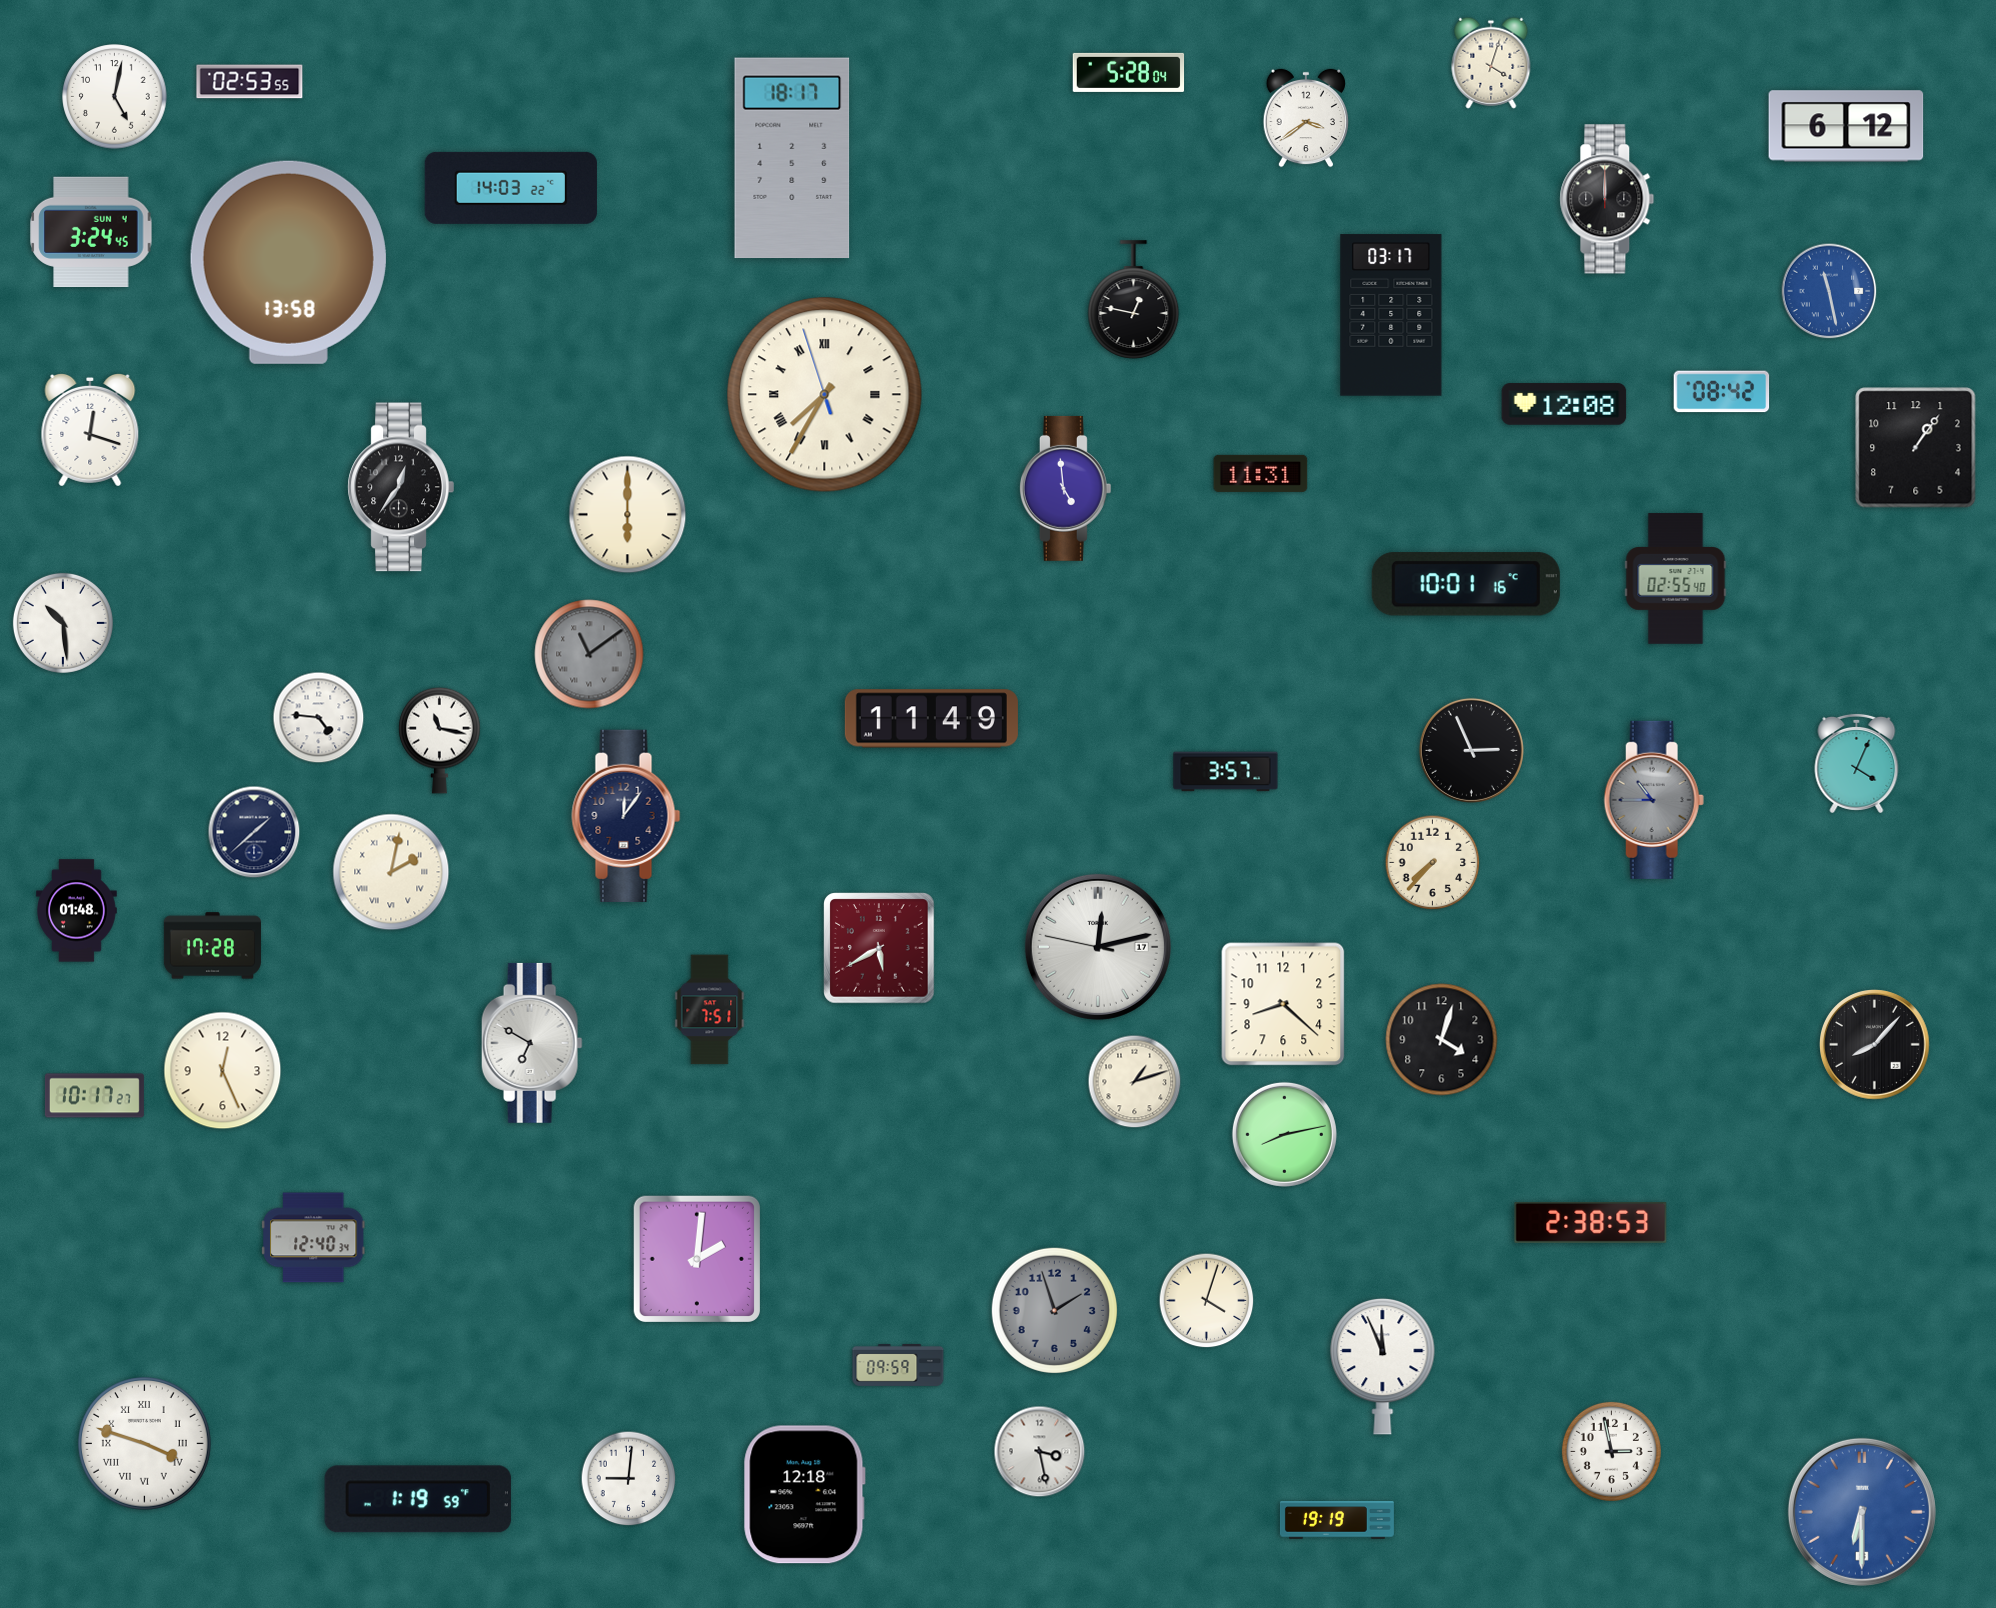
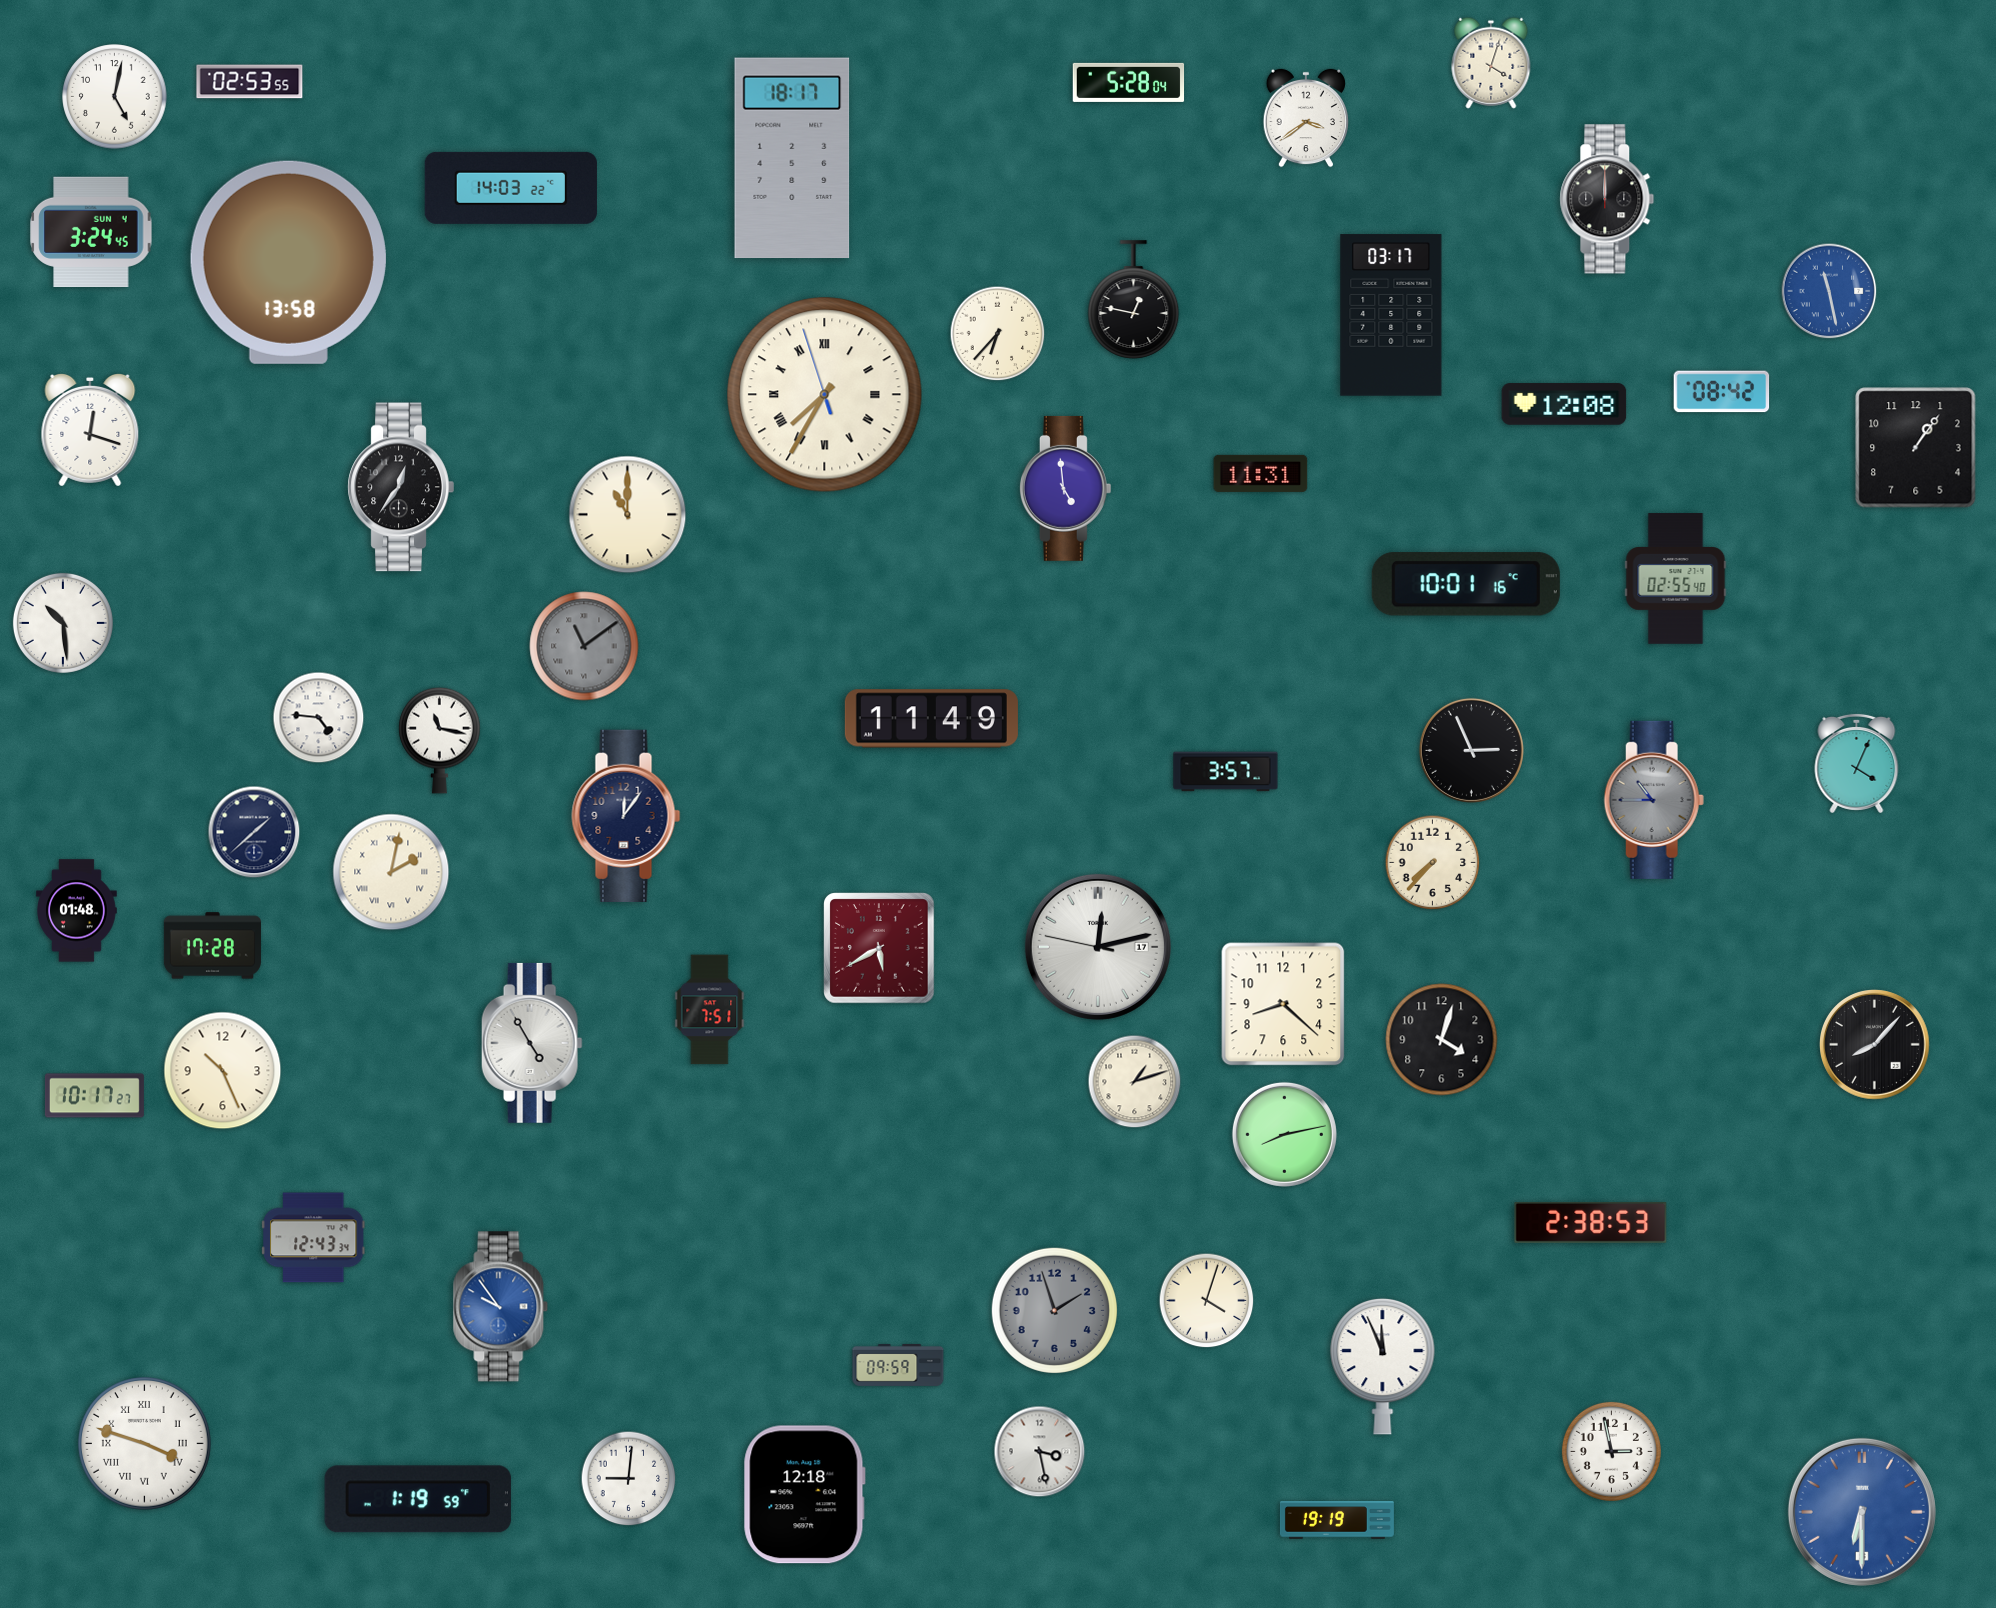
clock at (1129, 72) position: (1129, 72) -> (1129, 82)
clock at (1846, 126): 6:12 -> none
clock at (998, 334): none -> 6:37
clock at (628, 515): 6:00 -> 11:00
clock at (589, 654) position: (589, 654) -> (584, 646)
clock at (532, 1043): 6:50 -> 4:55
clock at (223, 1071): 12:26 -> 10:26
clock at (313, 1238): 12:40 -> 12:43
clock at (697, 1259): 2:01 -> none
clock at (501, 1307): none -> 9:54
